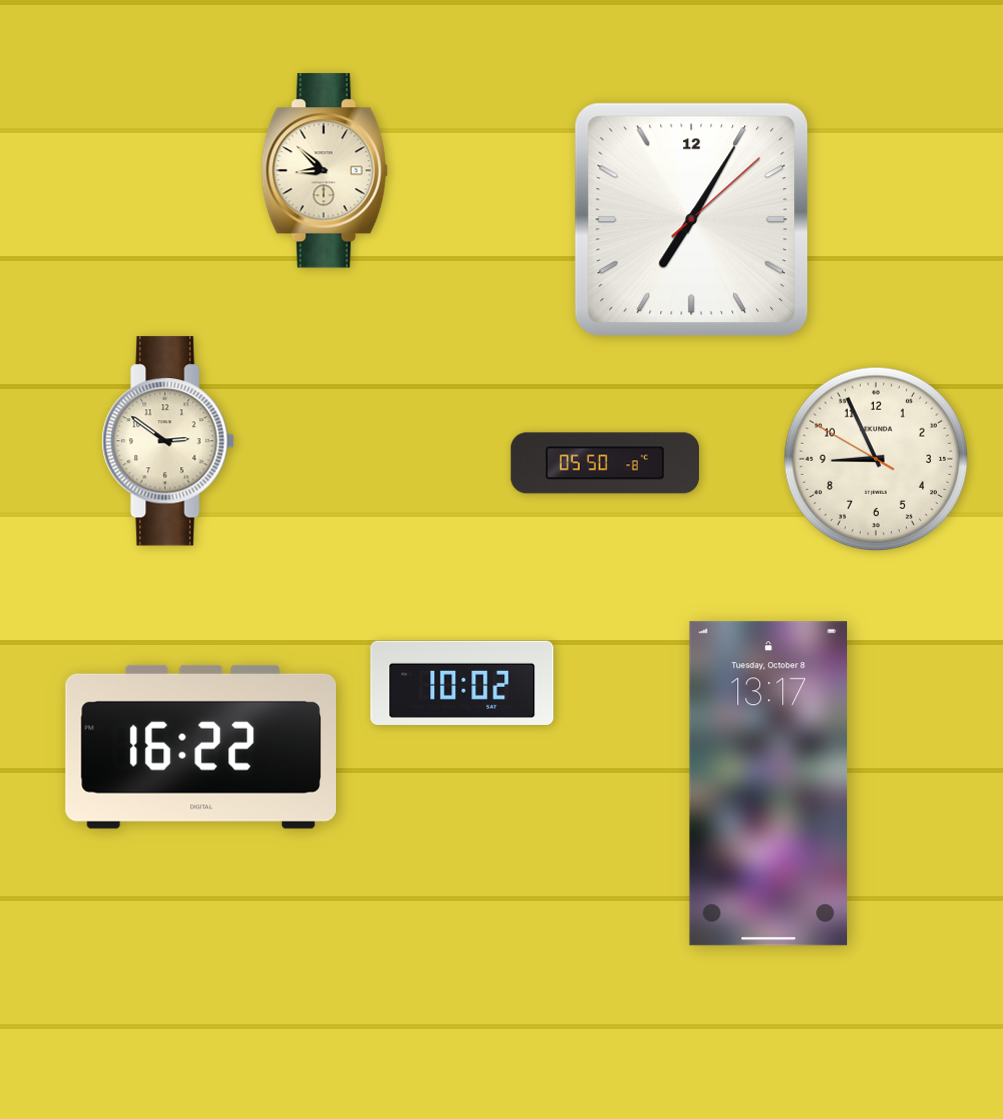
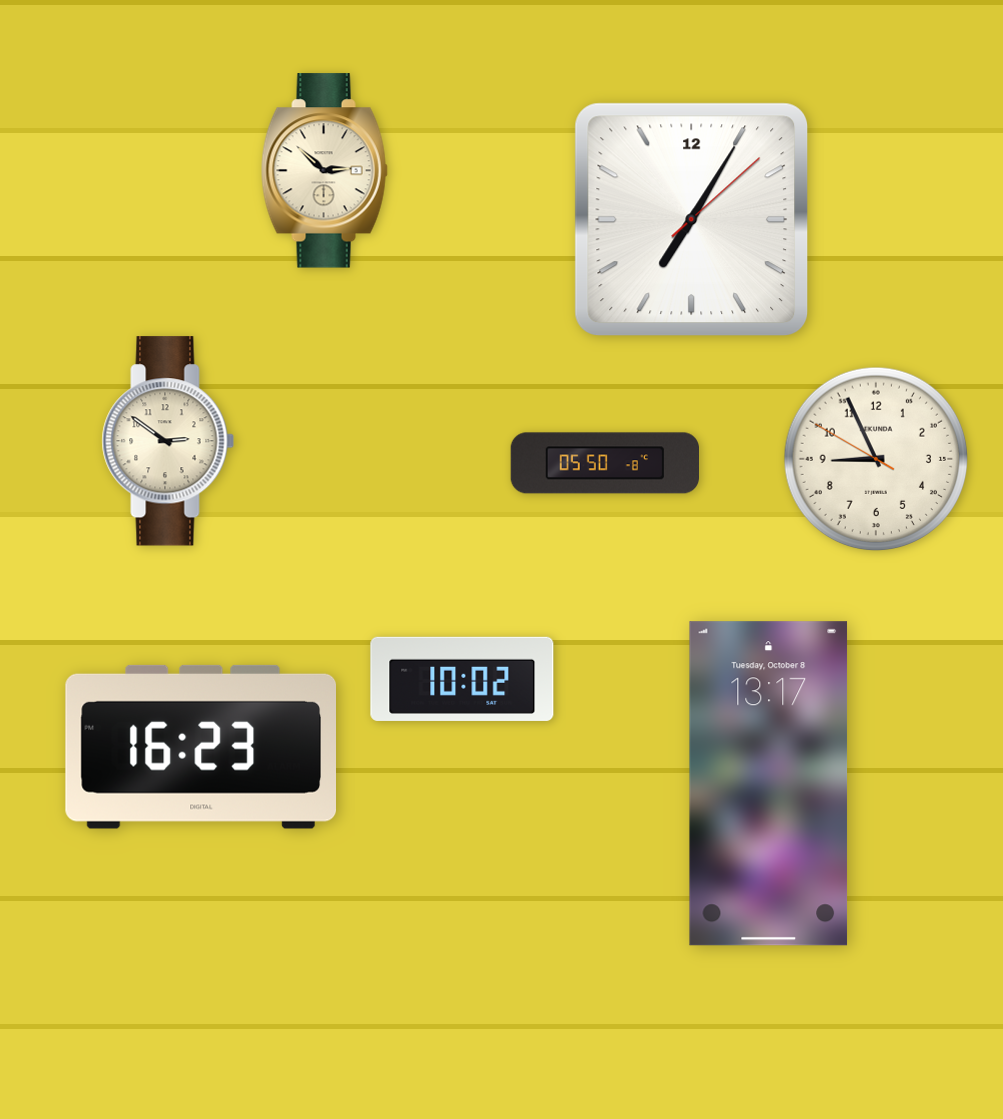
clock at (324, 171): 8:52 -> 2:52
clock at (462, 683) position: (462, 683) -> (462, 679)
clock at (200, 747): 16:22 -> 16:23
